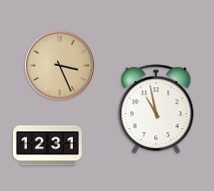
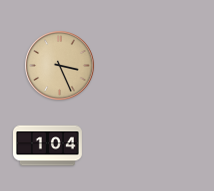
clock at (156, 110): 10:58 -> none
clock at (48, 146): 12:31 -> 1:04
